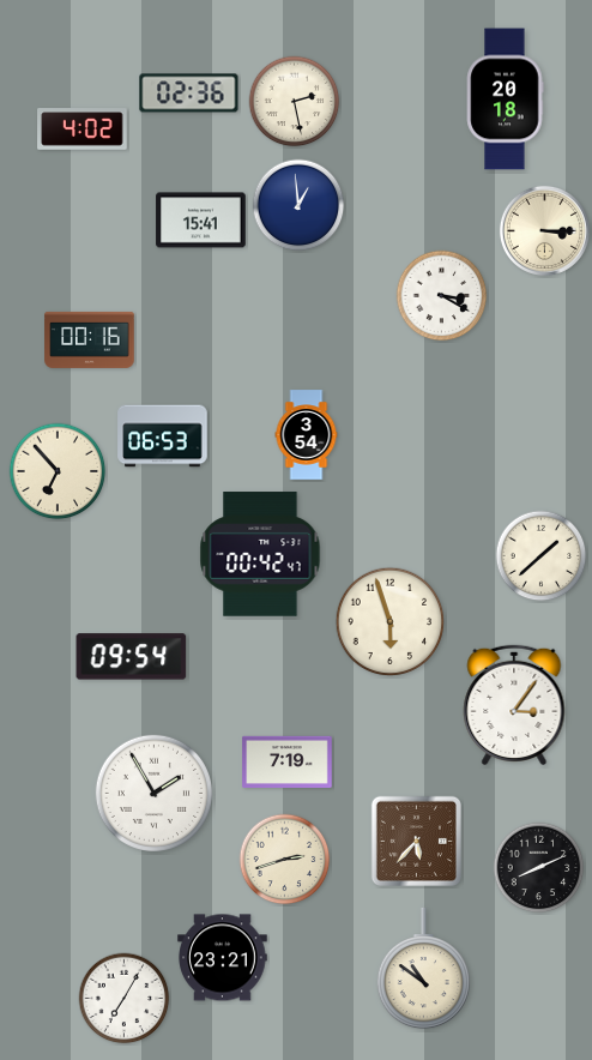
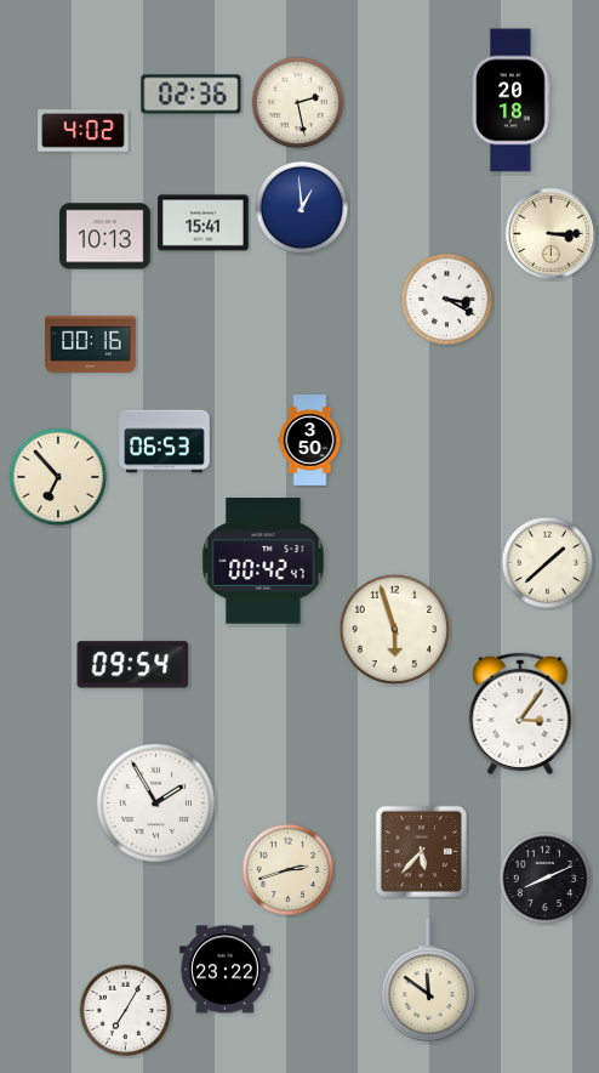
clock at (105, 237): none -> 10:13
clock at (307, 435): 3:54 -> 3:50
clock at (288, 761): 7:19 -> none
clock at (223, 958): 23:21 -> 23:22
clock at (423, 969): 10:51 -> 11:51
